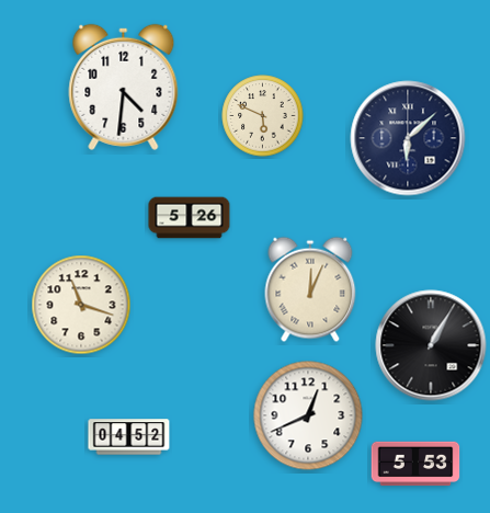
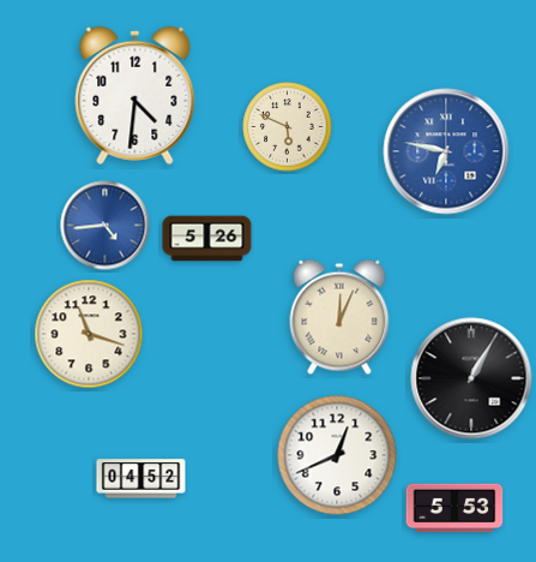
clock at (408, 138): 6:08 -> 6:47
clock at (408, 138) dial: navy -> blue
clock at (106, 226): none -> 4:44
